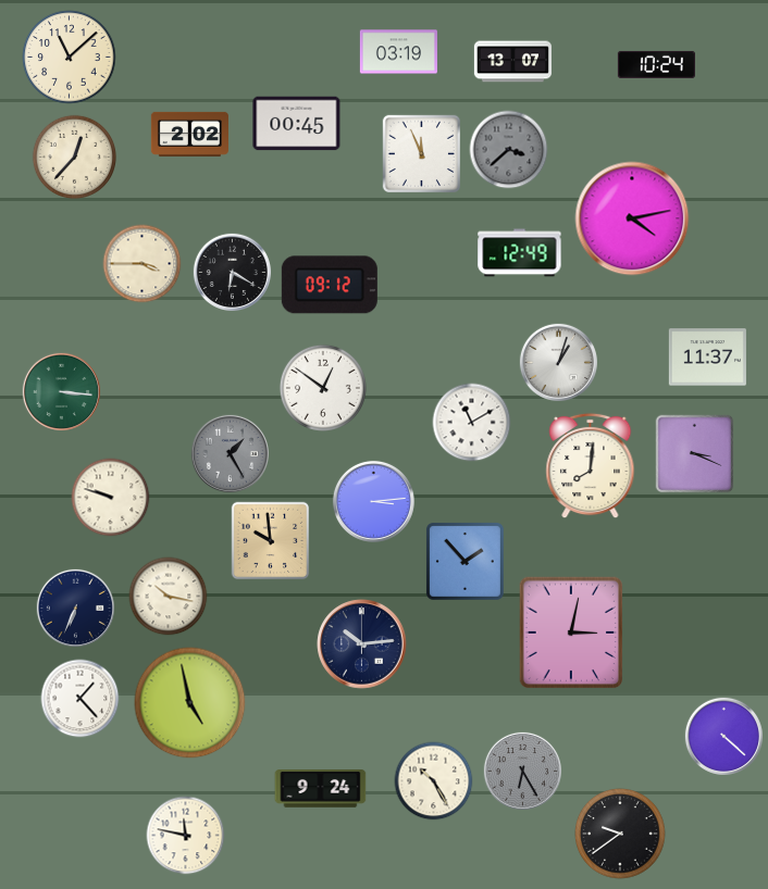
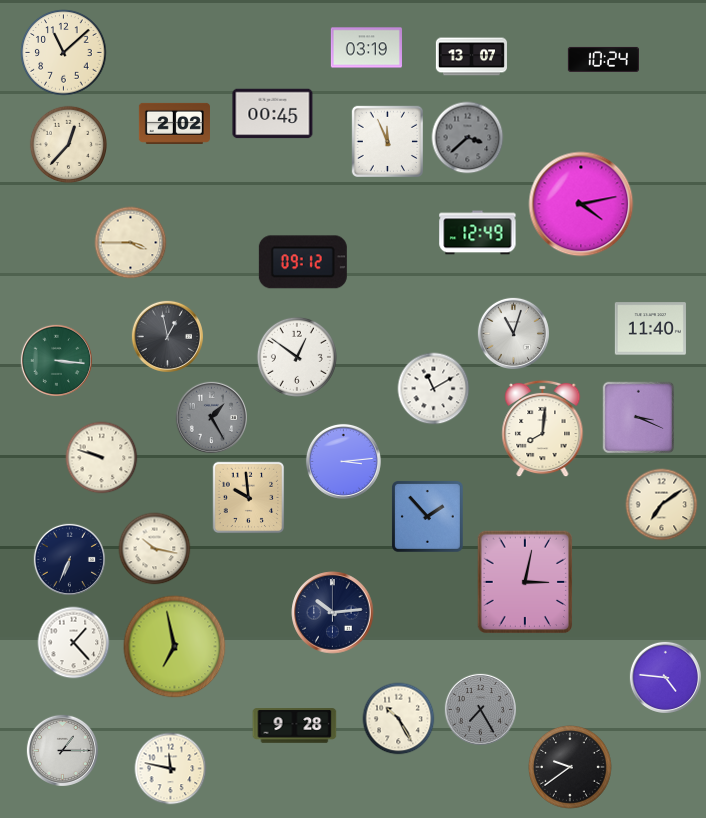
clock at (632, 218) position: (632, 218) -> (581, 204)
clock at (232, 272): 6:20 -> none
clock at (707, 358): 11:37 -> 11:40
clock at (558, 362): 1:03 -> 11:03
clock at (167, 336): none -> 12:58
clock at (662, 505): none -> 7:09
clock at (362, 644) position: (362, 644) -> (333, 613)
clock at (190, 703): 4:58 -> 6:58
clock at (723, 736): 4:22 -> 4:46
clock at (522, 771): 6:25 -> 7:25
clock at (321, 789): 9:24 -> 9:28
clock at (62, 750): none -> 1:15
